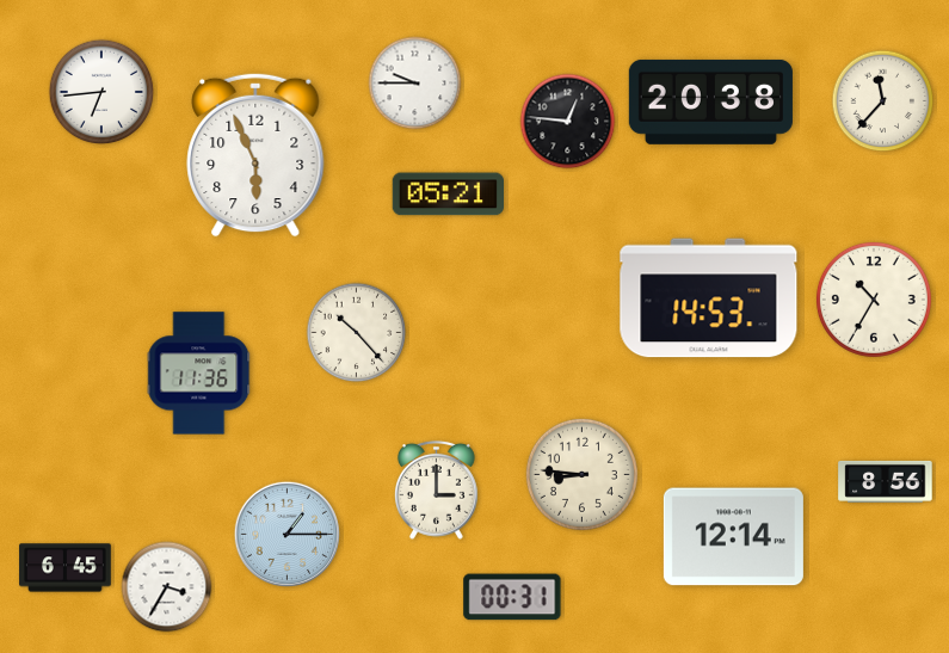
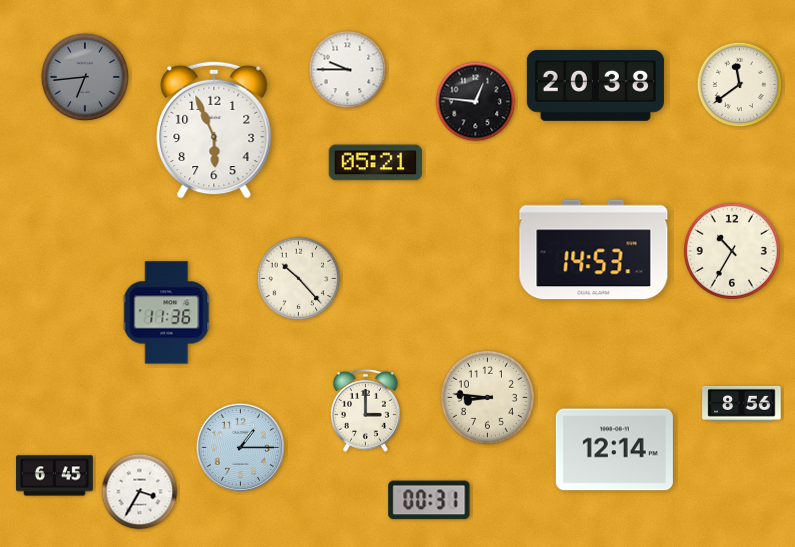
clock at (101, 92) dial: white -> grey
clock at (883, 101): 11:37 -> 11:39
